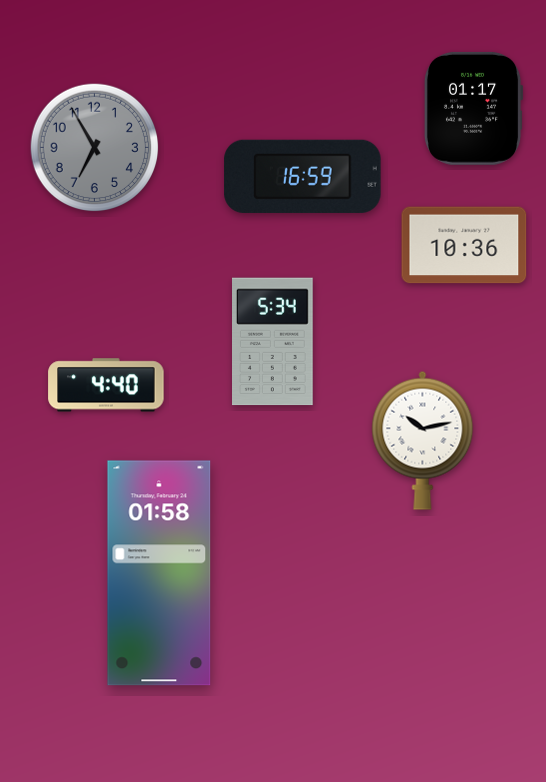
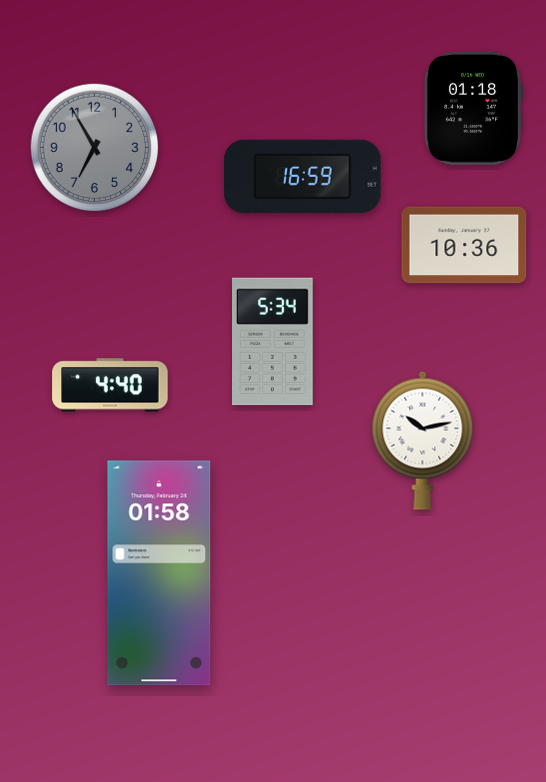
clock at (473, 108): 01:17 -> 01:18
clock at (106, 385) position: (106, 385) -> (110, 385)
